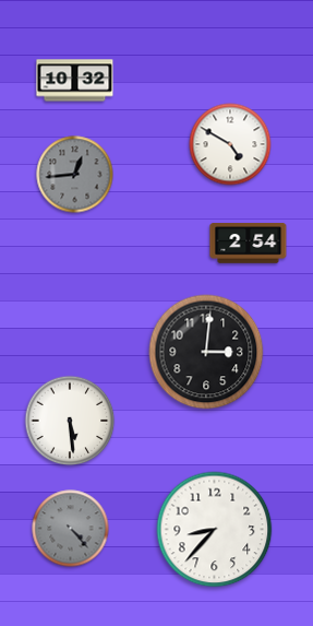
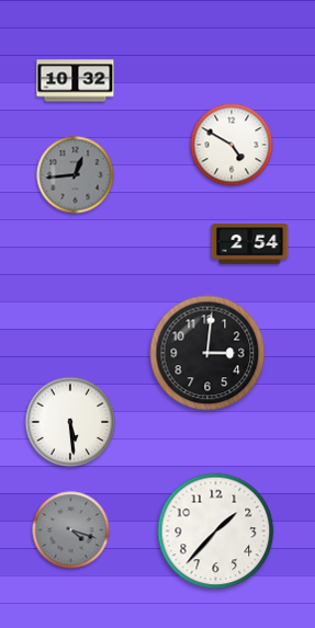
clock at (71, 529): 4:23 -> 4:18
clock at (215, 530): 8:37 -> 1:37
